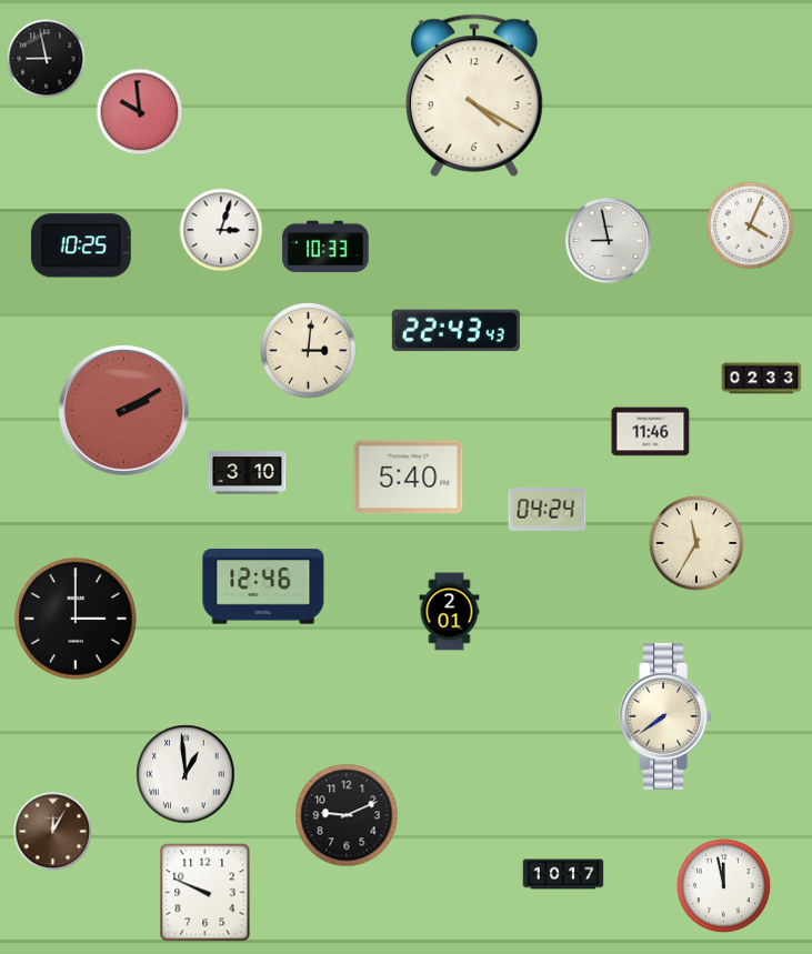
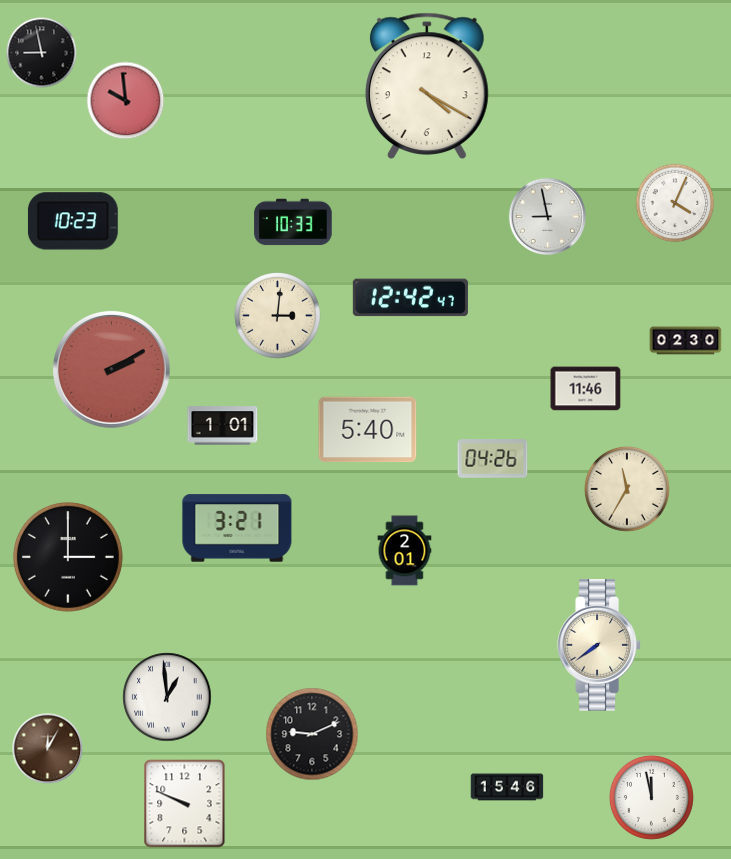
clock at (221, 230): 3:03 -> none
clock at (81, 245): 10:25 -> 10:23
clock at (455, 331): 22:43 -> 12:42
clock at (762, 379): 02:33 -> 02:30
clock at (248, 473): 3:10 -> 1:01
clock at (548, 510): 04:24 -> 04:26
clock at (263, 586): 12:46 -> 3:21
clock at (563, 874): 10:17 -> 15:46
